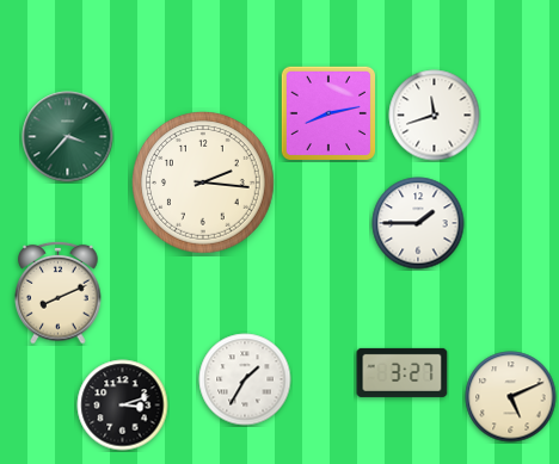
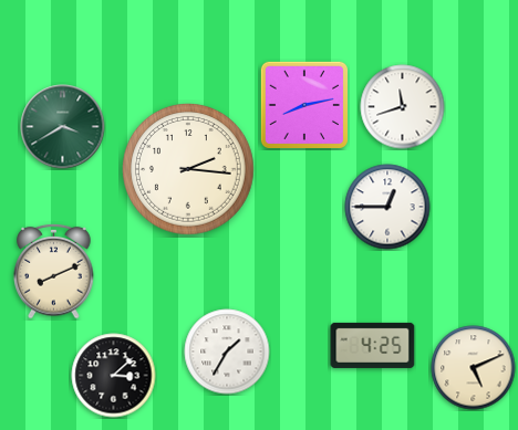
clock at (68, 137): 3:37 -> 3:40
clock at (418, 223): 1:45 -> 12:45
clock at (403, 372): 3:27 -> 4:25
clock at (123, 406): 3:12 -> 3:08
